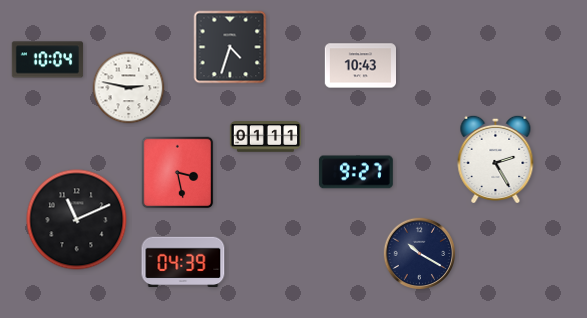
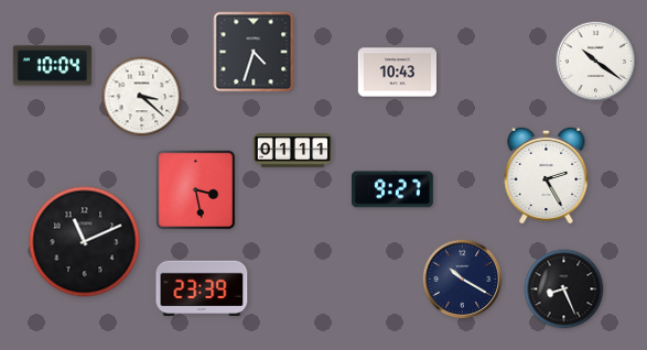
clock at (596, 62): none -> 10:21
clock at (129, 88): 2:47 -> 3:22
clock at (183, 262): 04:39 -> 23:39
clock at (564, 289): none -> 8:26
